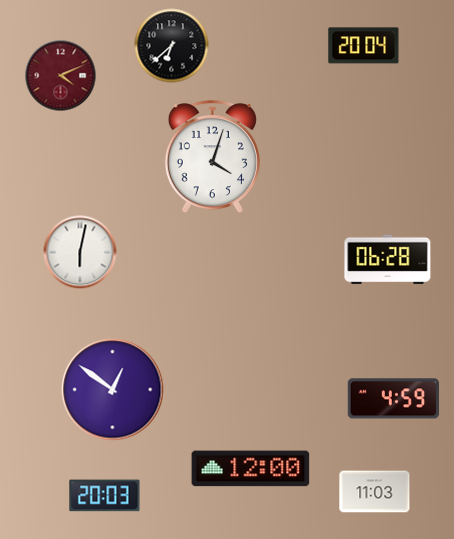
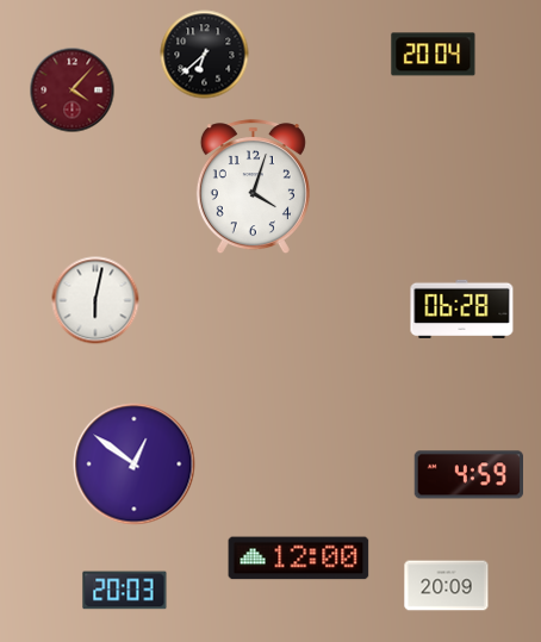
clock at (61, 76): 4:11 -> 4:07
clock at (375, 492): 11:03 -> 20:09
